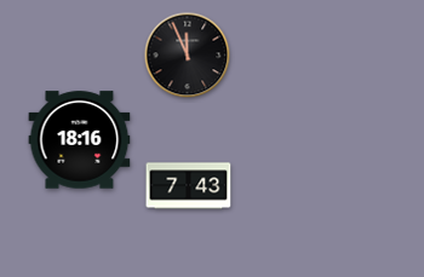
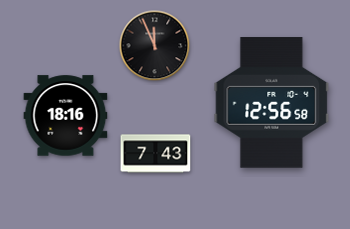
clock at (272, 103): none -> 12:56
